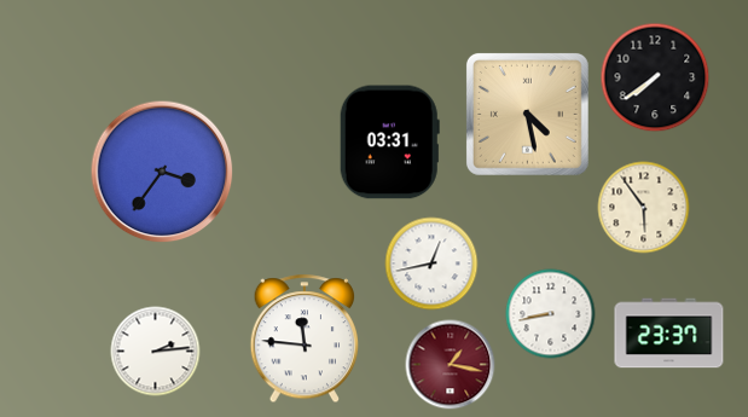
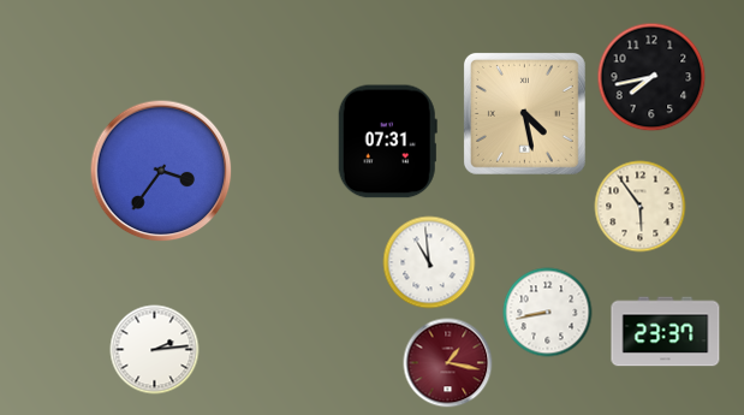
clock at (655, 77): 7:39 -> 7:43
clock at (389, 143): 03:31 -> 07:31
clock at (431, 263): 12:43 -> 10:59
clock at (305, 340): 11:46 -> none
